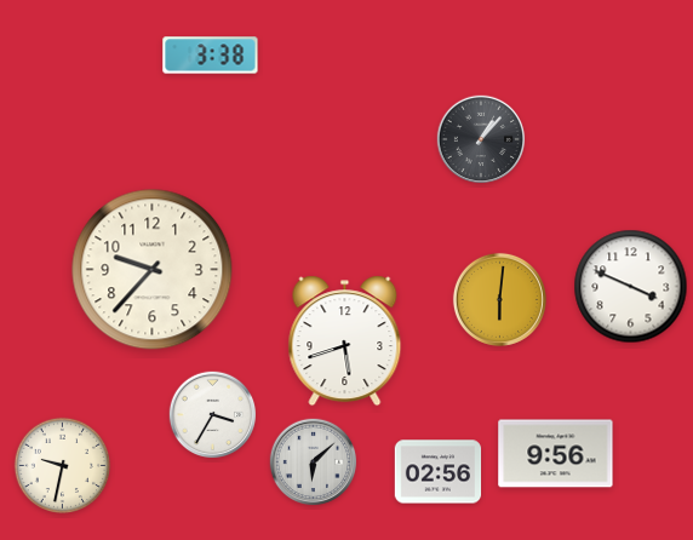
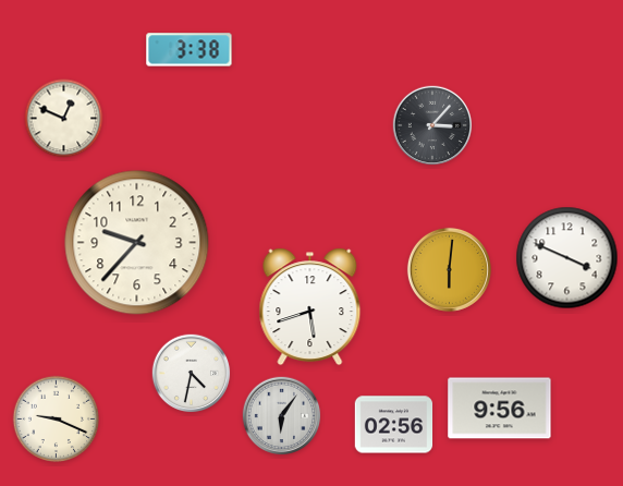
clock at (64, 119): none -> 12:49
clock at (481, 139): 1:07 -> 3:07
clock at (213, 415): 3:35 -> 4:32
clock at (314, 463): 6:08 -> 6:06
clock at (63, 466): 9:32 -> 9:19
